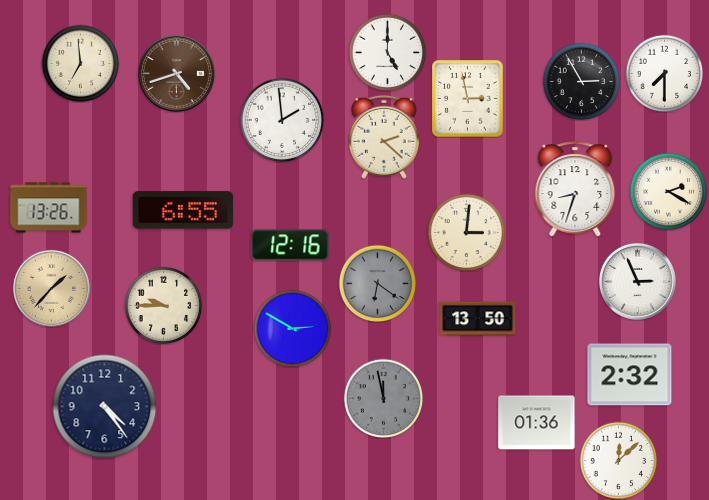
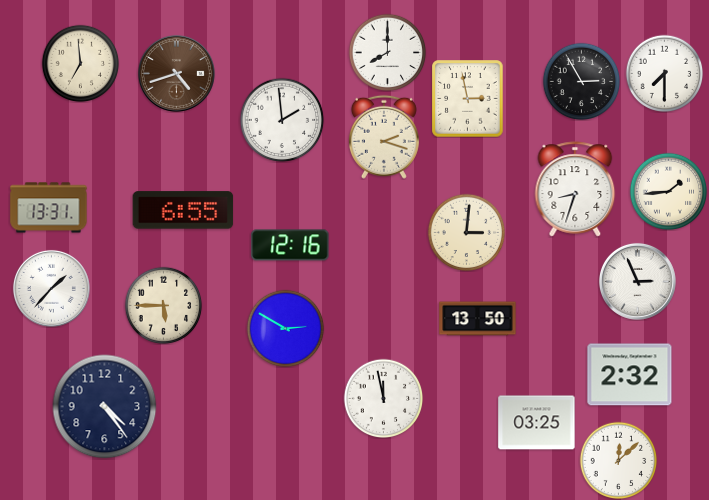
clock at (387, 52): 5:00 -> 8:00
clock at (384, 137): 2:22 -> 2:18
clock at (668, 191): 2:20 -> 1:44
clock at (49, 208): 13:26 -> 13:31
clock at (377, 283): 6:21 -> none
clock at (51, 288) dial: champagne -> white
clock at (163, 305): 9:45 -> 5:45
clock at (292, 328) position: (292, 328) -> (285, 328)
clock at (383, 398) dial: grey -> white
clock at (537, 423): 01:36 -> 03:25
